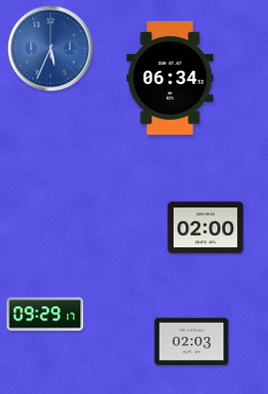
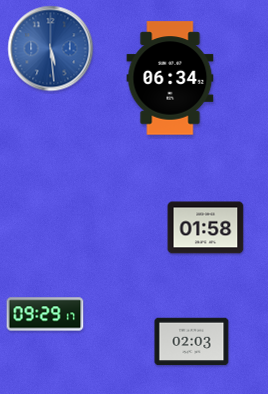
clock at (51, 49): 5:34 -> 5:29
clock at (206, 228): 02:00 -> 01:58
